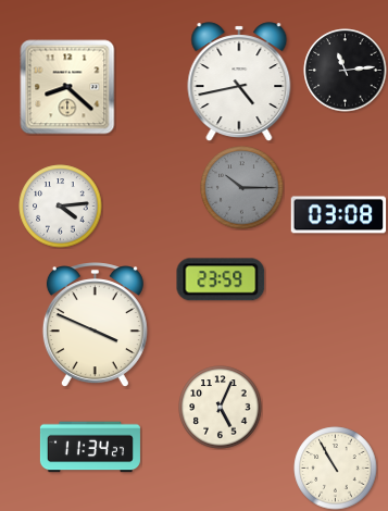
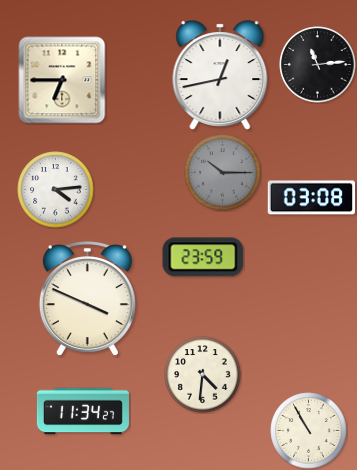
clock at (239, 82): 4:43 -> 12:43
clock at (67, 87): 8:22 -> 6:45
clock at (221, 408): 5:04 -> 4:31
